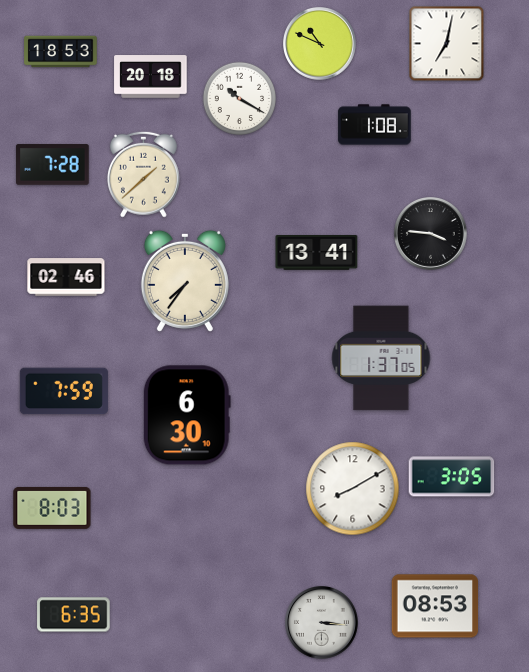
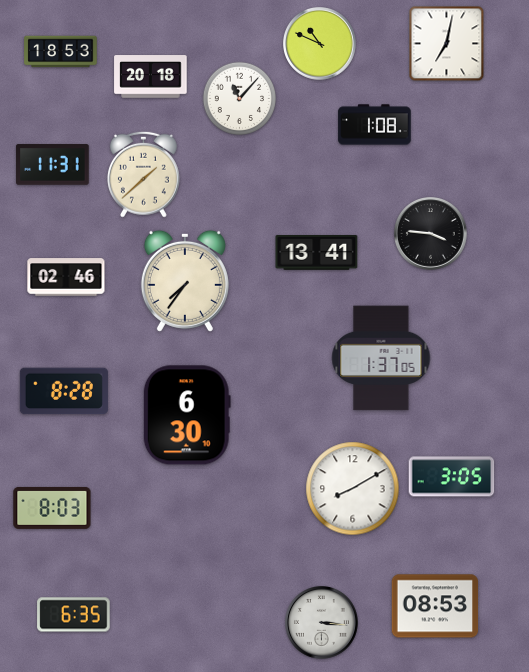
clock at (240, 99): 10:20 -> 11:07
clock at (53, 165): 7:28 -> 11:31
clock at (64, 391): 7:59 -> 8:28
